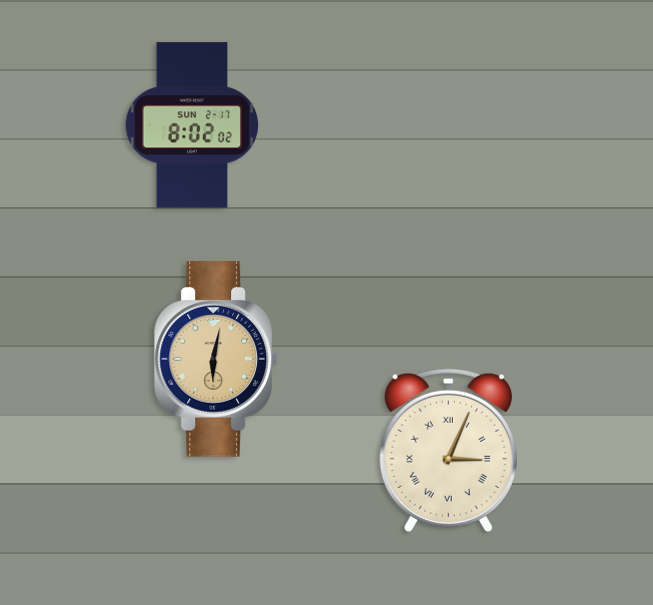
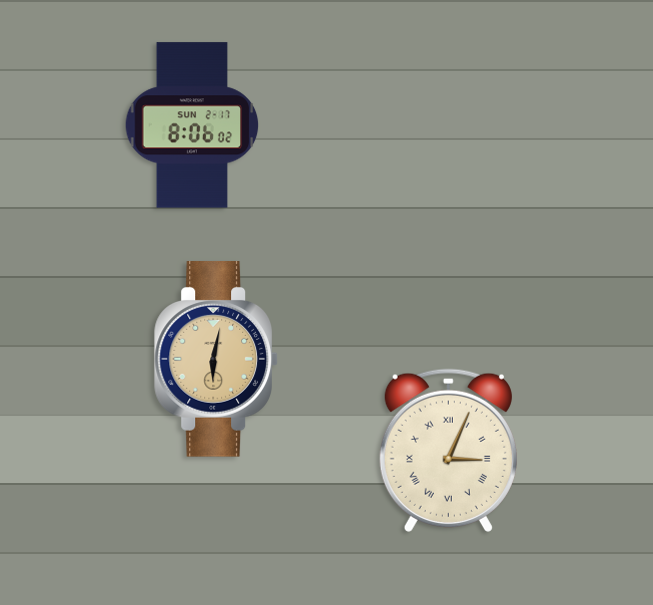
clock at (192, 125): 8:02 -> 8:06
